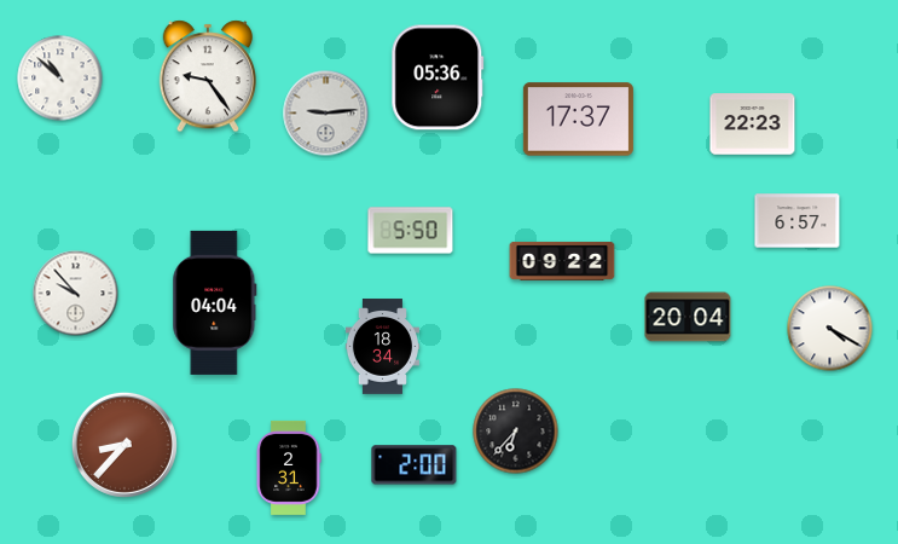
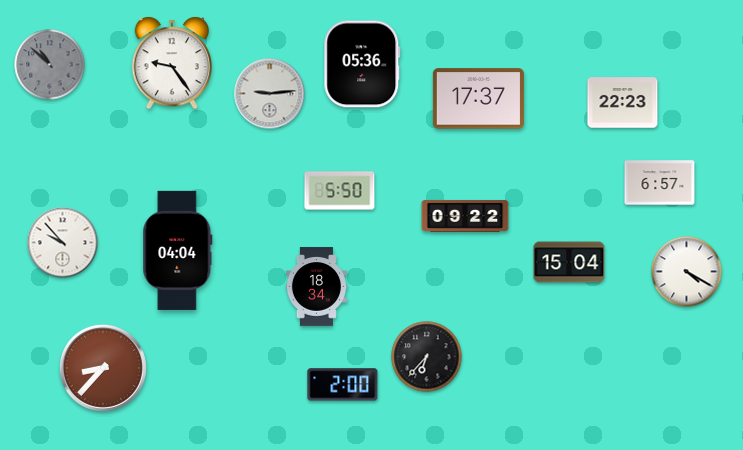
clock at (60, 79) dial: white -> grey
clock at (688, 317): 20:04 -> 15:04
clock at (289, 468): 2:31 -> none
